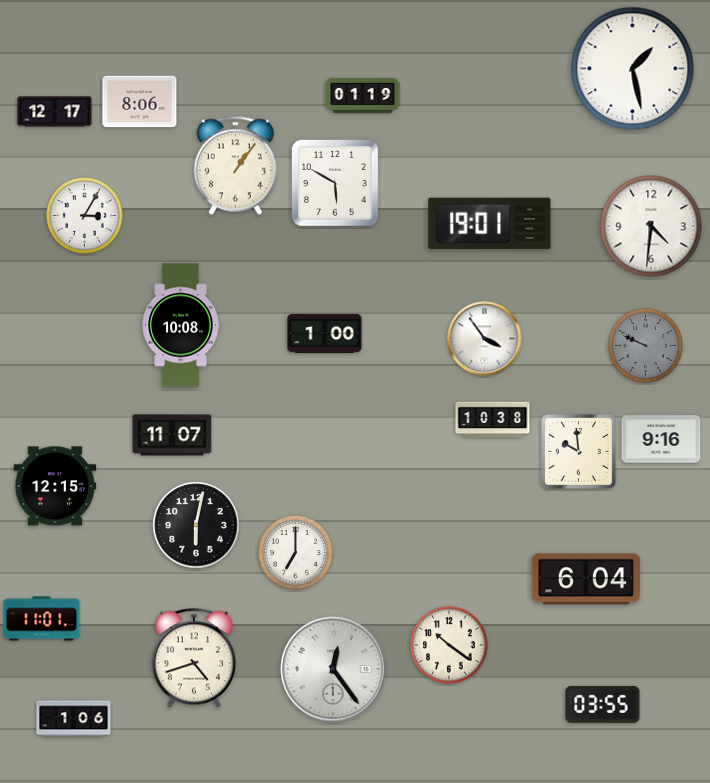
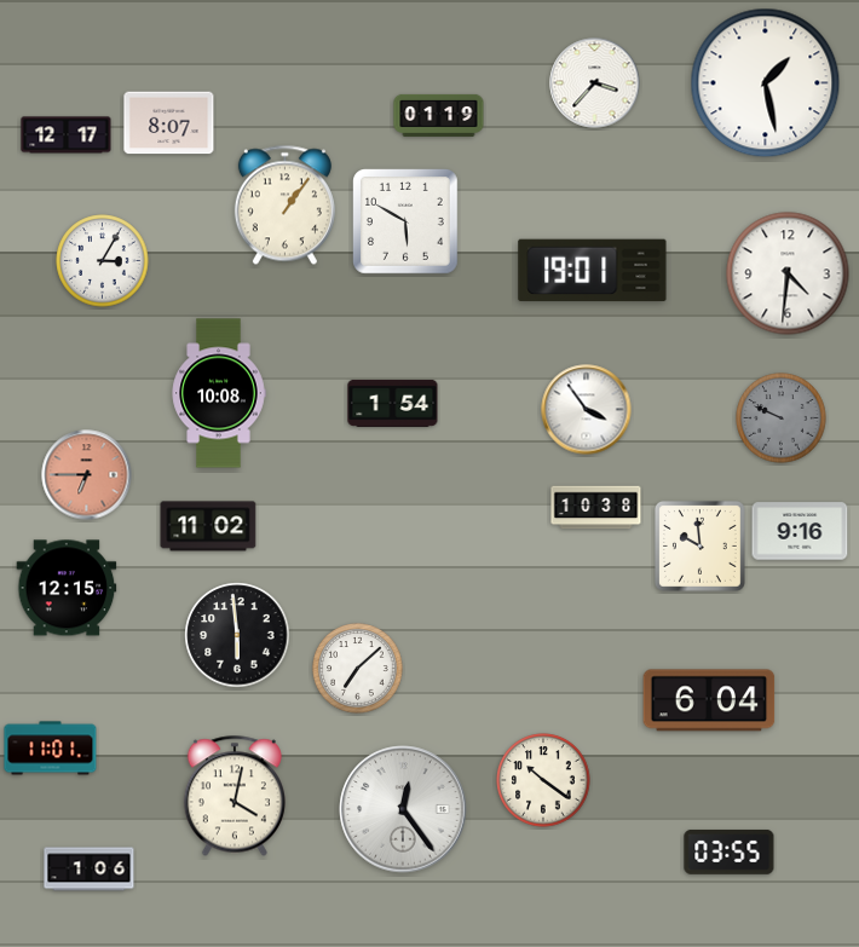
clock at (595, 83): none -> 3:37
clock at (140, 102): 8:06 -> 8:07
clock at (235, 166) position: (235, 166) -> (284, 206)
clock at (325, 333): 1:00 -> 1:54
clock at (87, 475): none -> 6:45
clock at (172, 435): 11:07 -> 11:02
clock at (196, 525): 6:02 -> 5:59
clock at (296, 553): 7:00 -> 7:08
clock at (194, 658): 4:42 -> 4:02
